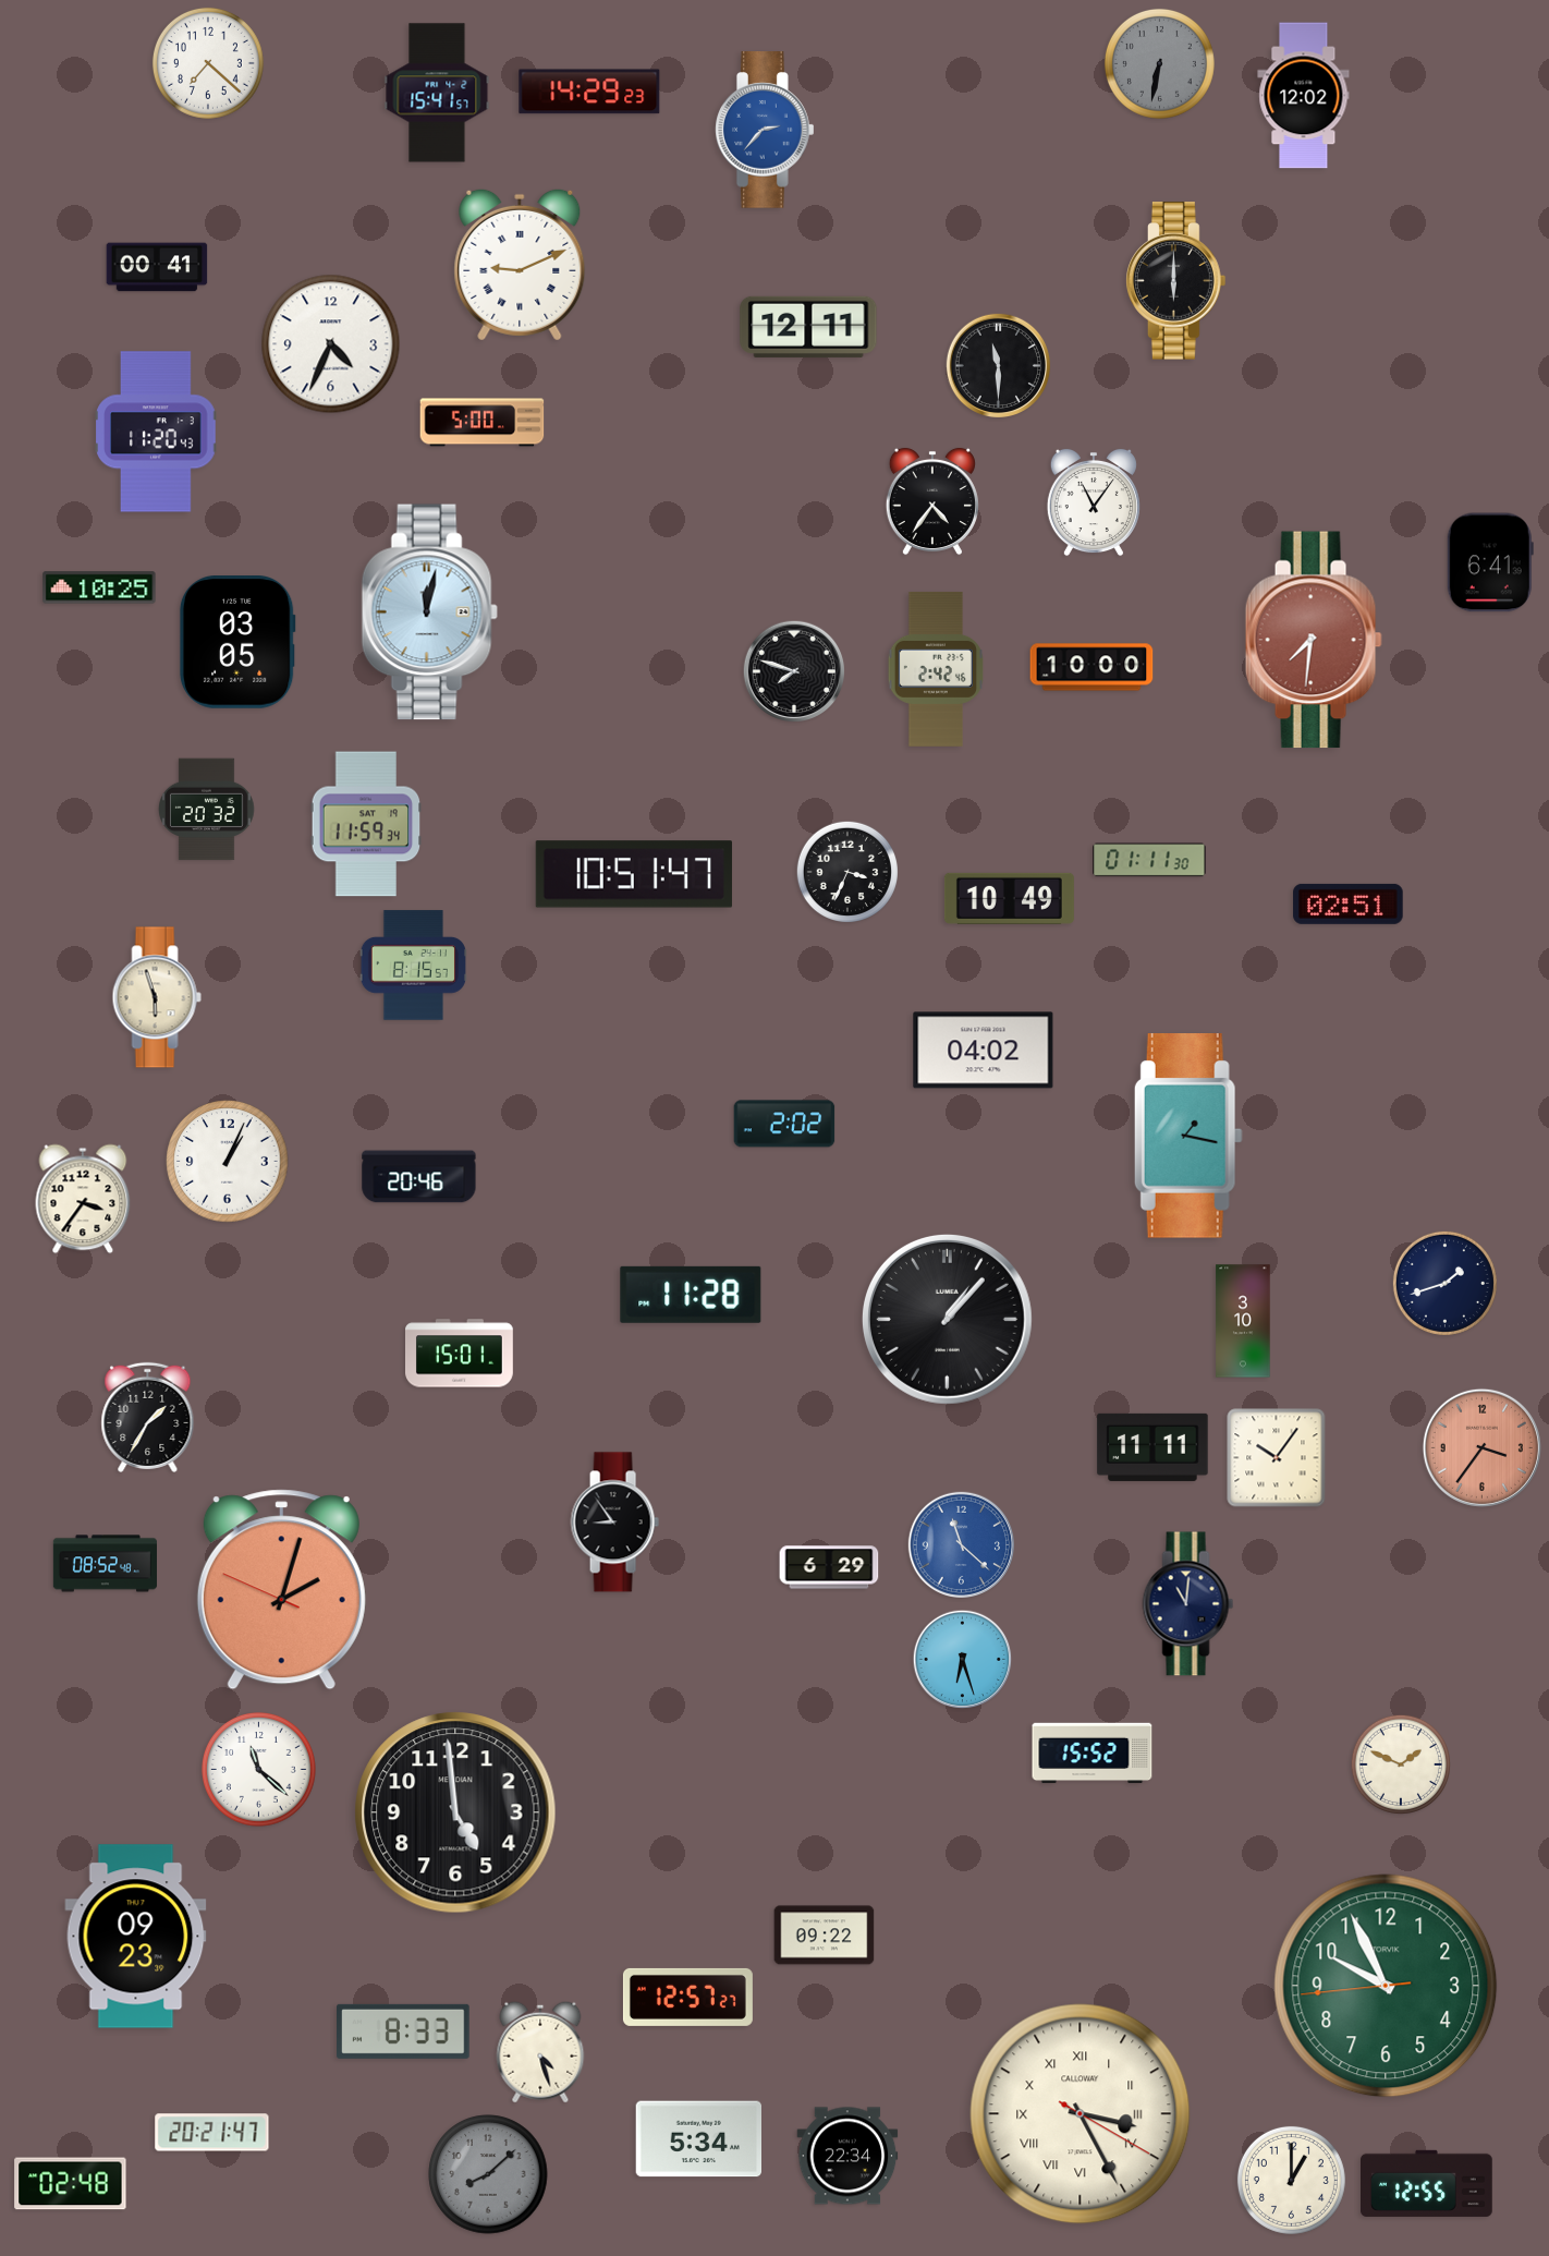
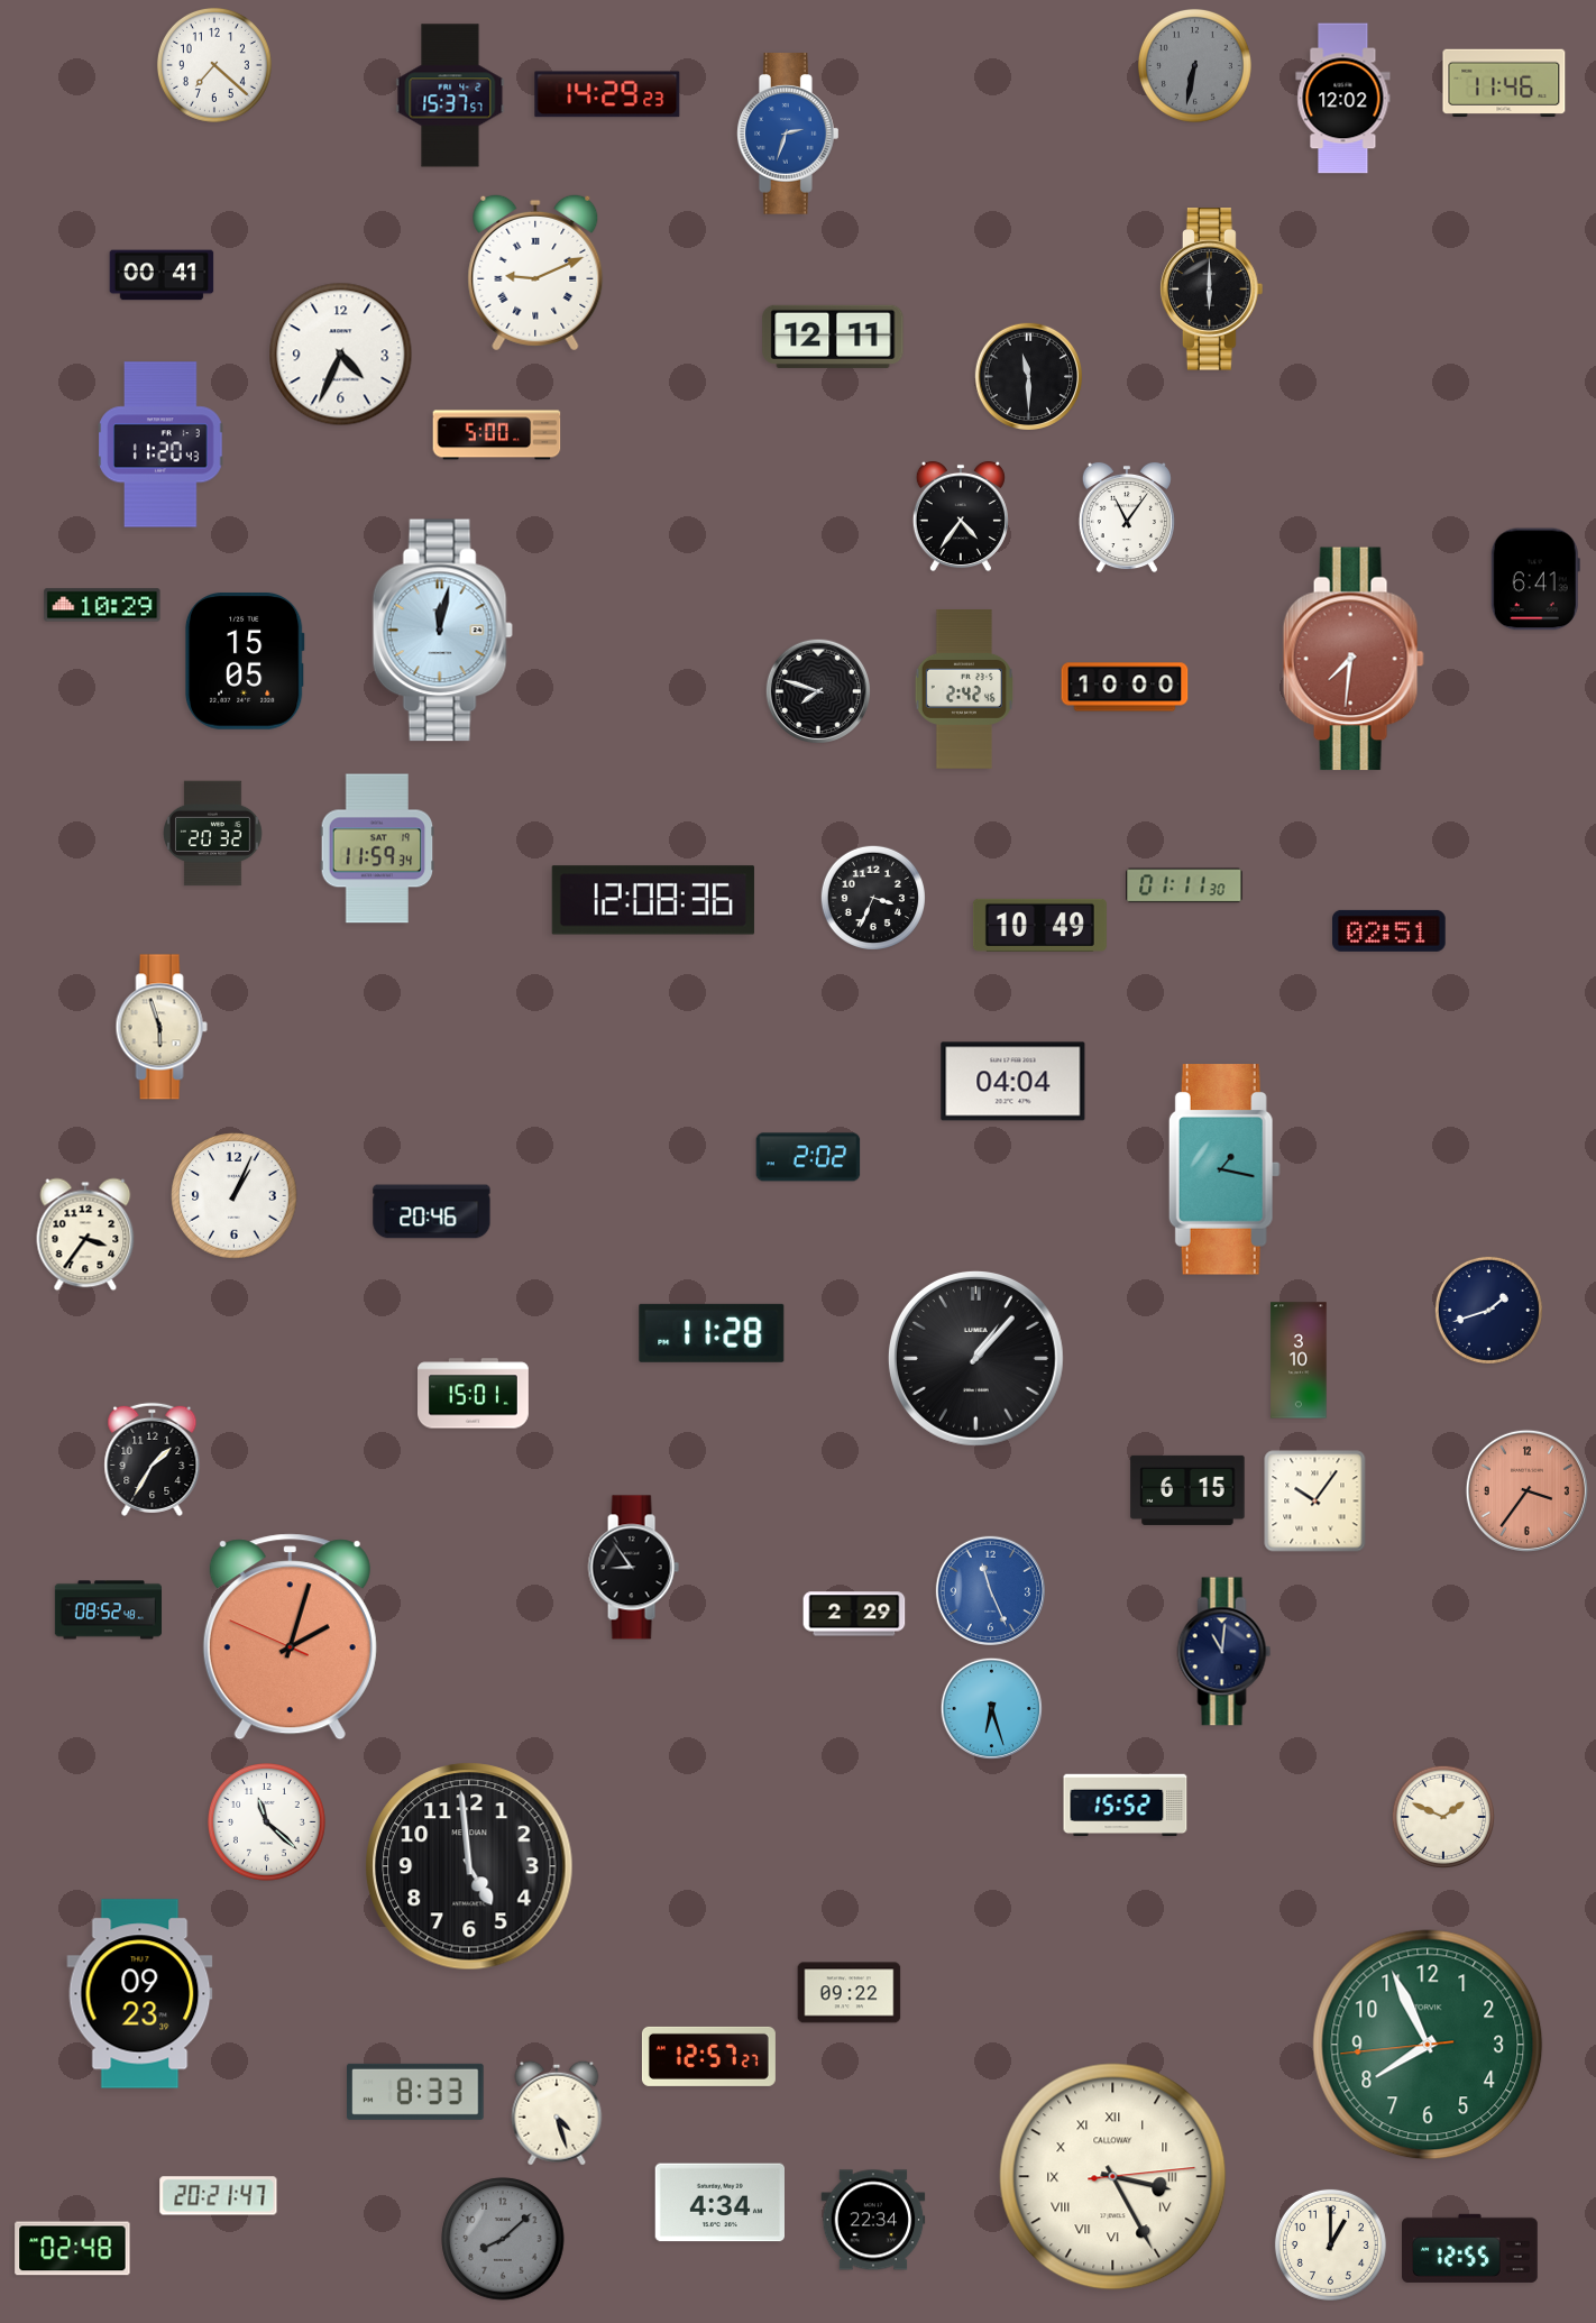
clock at (1504, 83): none -> 11:46
clock at (437, 93): 15:41 -> 15:37
clock at (766, 130): 2:37 -> 2:33
clock at (99, 587): 10:25 -> 10:29
clock at (237, 643): 03:05 -> 15:05
clock at (634, 874): 10:51 -> 12:08
clock at (413, 966): 8:15 -> none
clock at (984, 1051): 04:02 -> 04:04
clock at (1444, 1283) position: (1444, 1283) -> (1488, 1310)
clock at (1243, 1321) position: (1243, 1321) -> (1299, 1360)
clock at (1152, 1447): 11:11 -> 6:15
clock at (961, 1544): 11:22 -> 11:26
clock at (829, 1567): 6:29 -> 2:29
clock at (1386, 1986): 9:55 -> 7:55
clock at (1081, 2114): 3:25:20 -> 3:25:14
clock at (699, 2139): 5:34 -> 4:34
